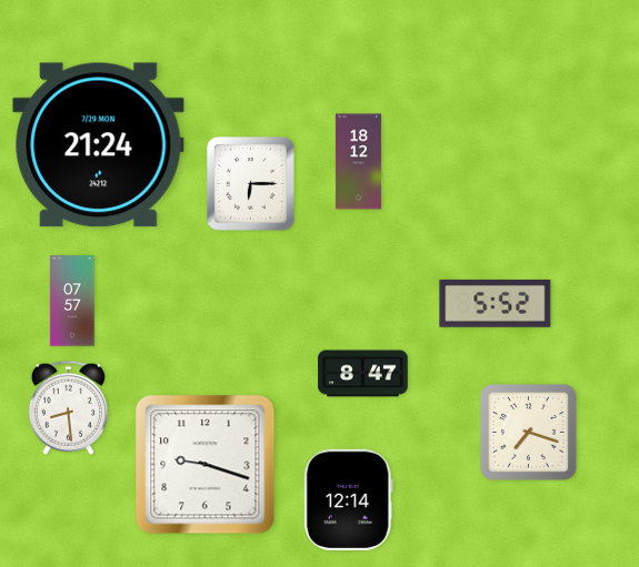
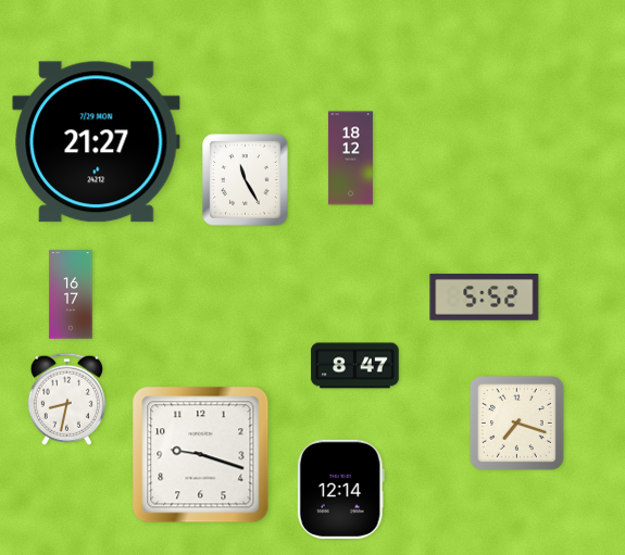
clock at (99, 145): 21:24 -> 21:27
clock at (251, 184): 6:15 -> 11:25
clock at (72, 301): 07:57 -> 16:17
clock at (68, 407): 8:29 -> 8:32
